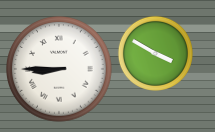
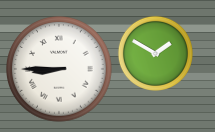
clock at (155, 53): 3:50 -> 1:50
